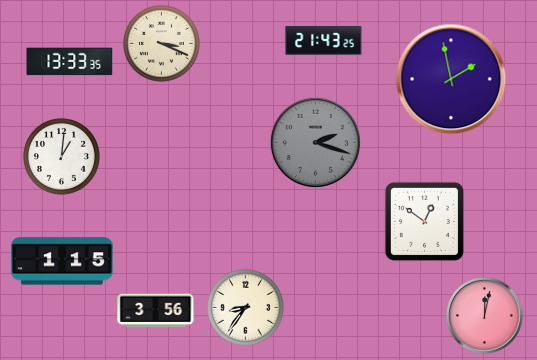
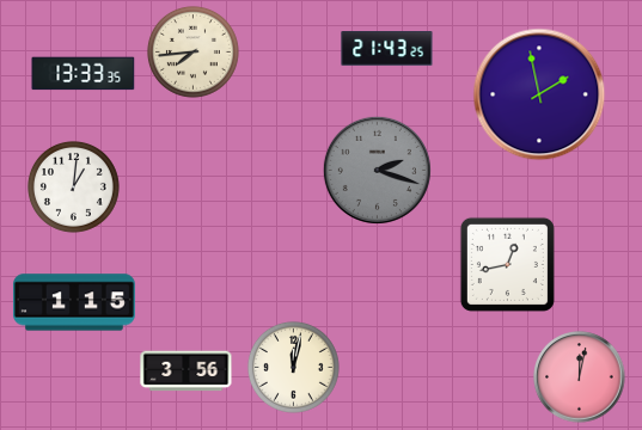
clock at (161, 43): 3:19 -> 7:44
clock at (424, 221): 12:51 -> 12:43
clock at (63, 261) position: (63, 261) -> (75, 302)
clock at (245, 307): 8:36 -> 12:02
